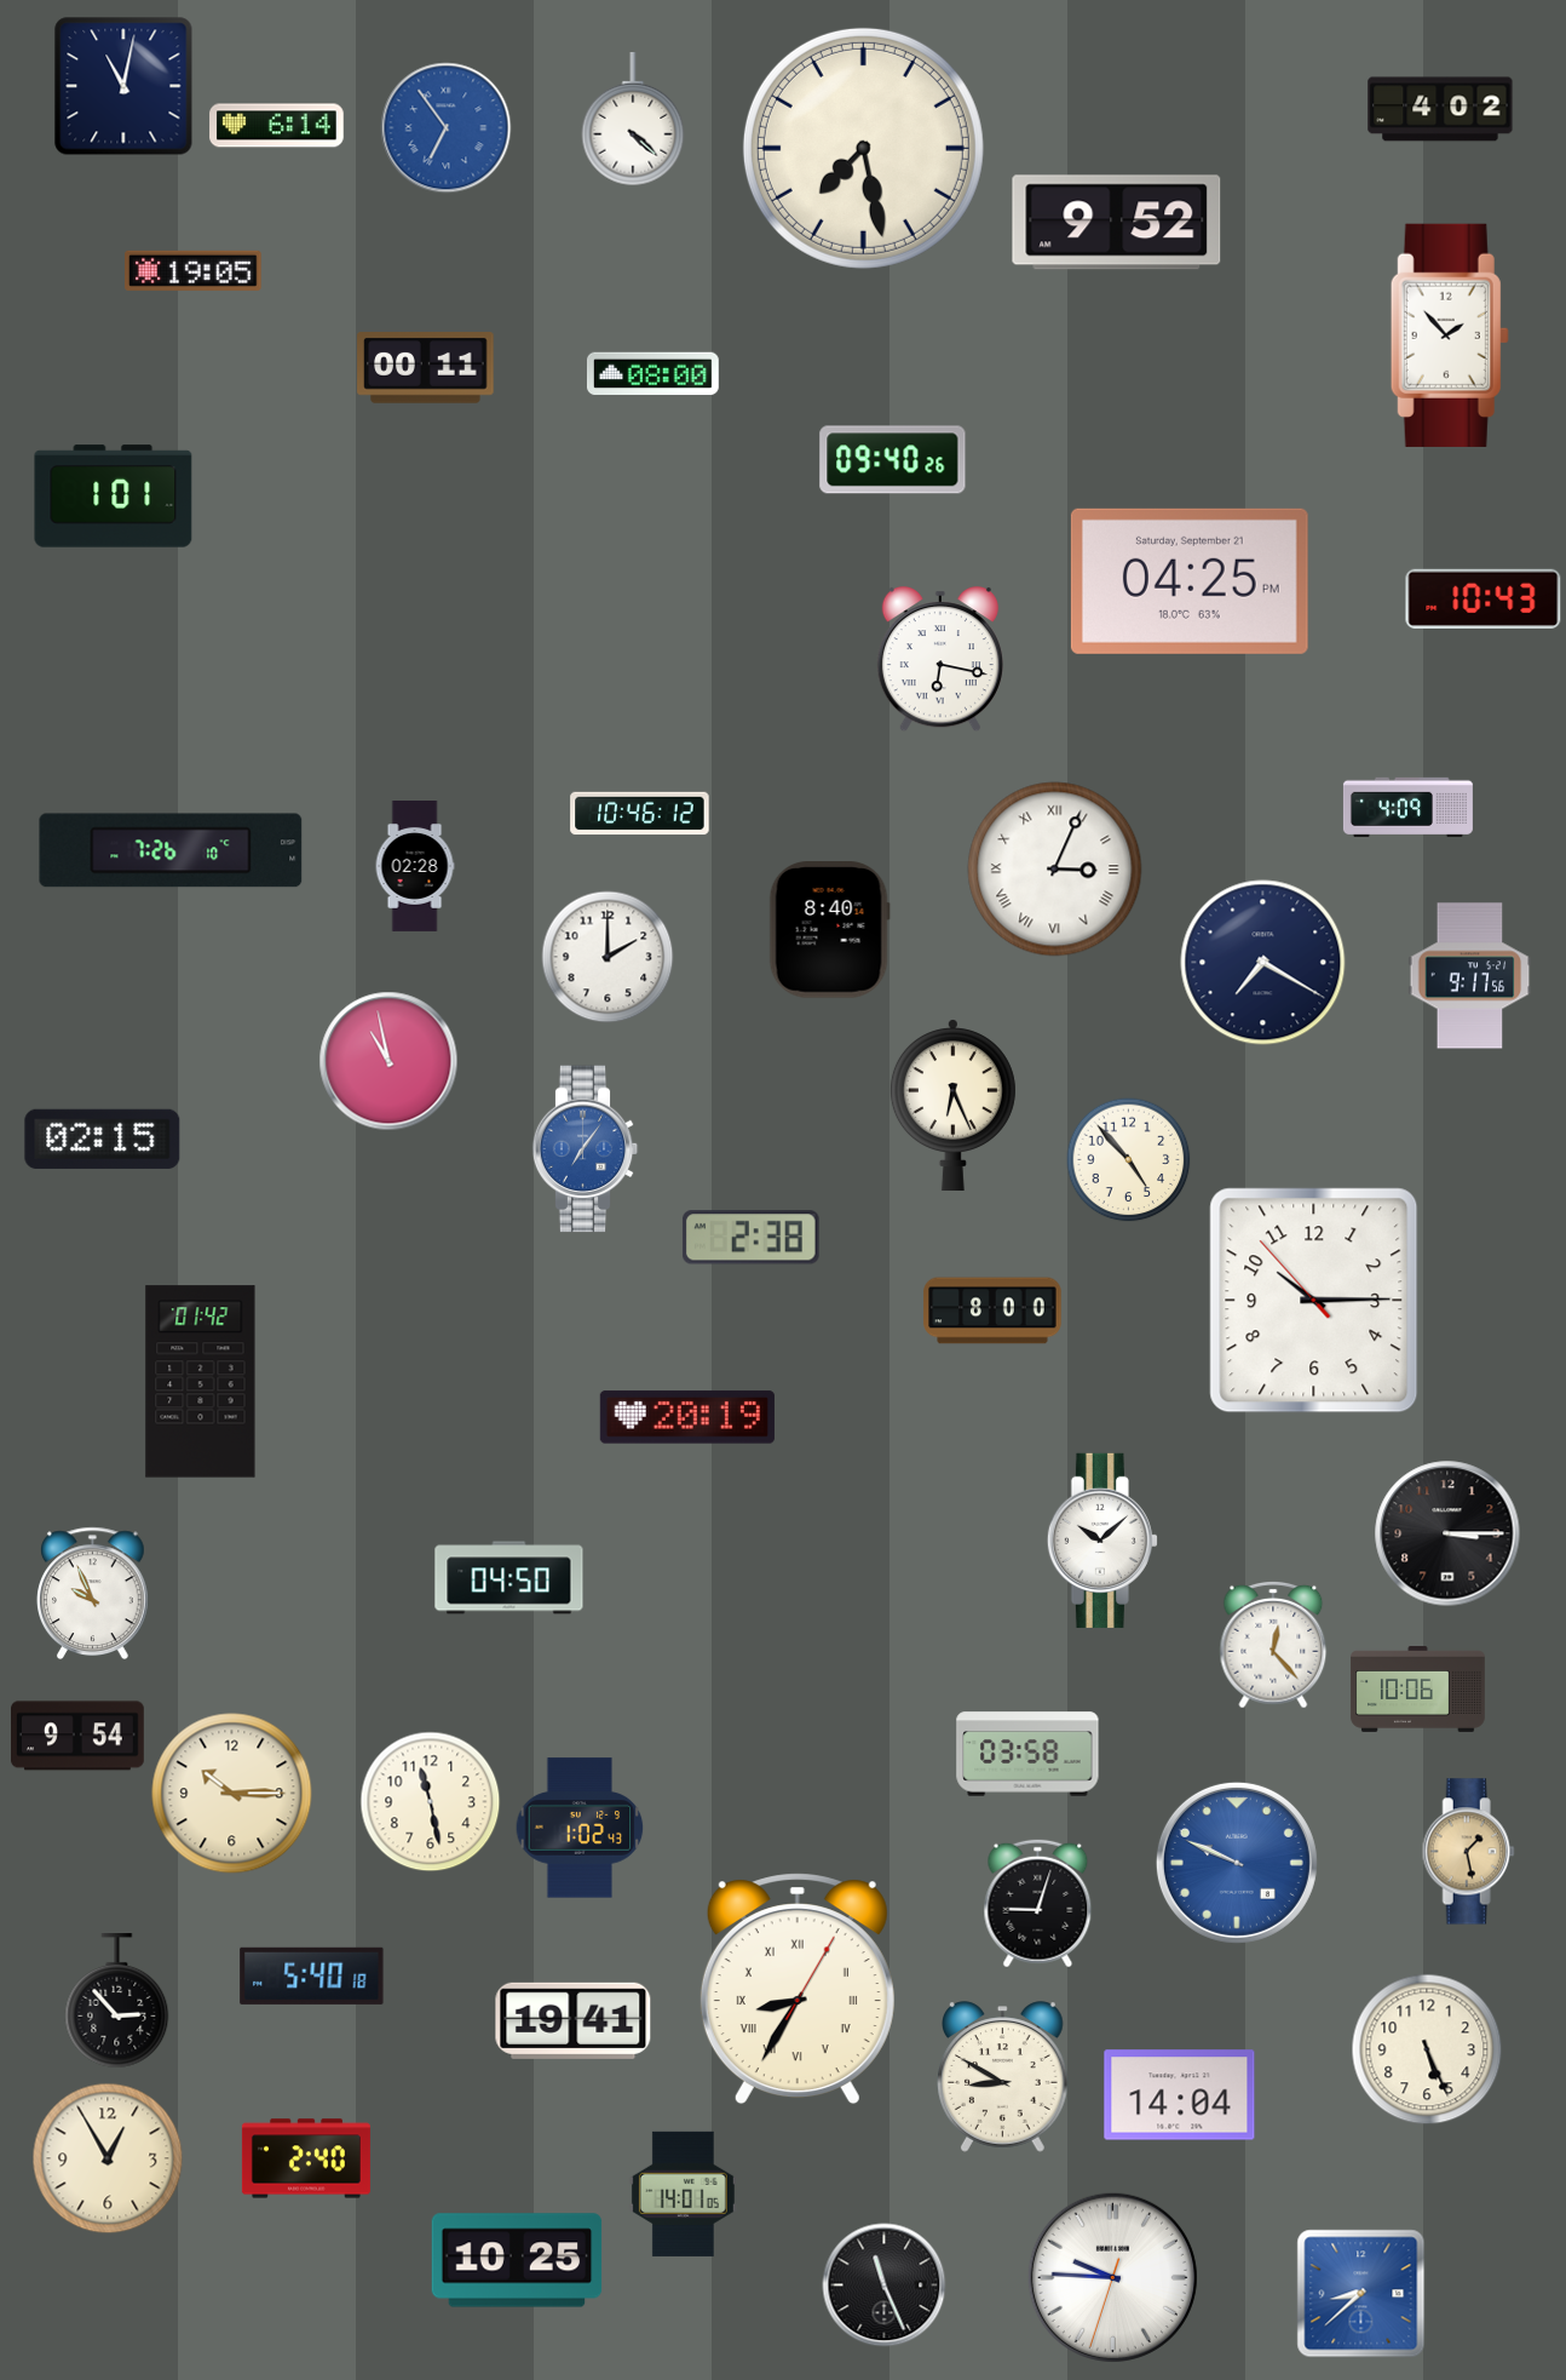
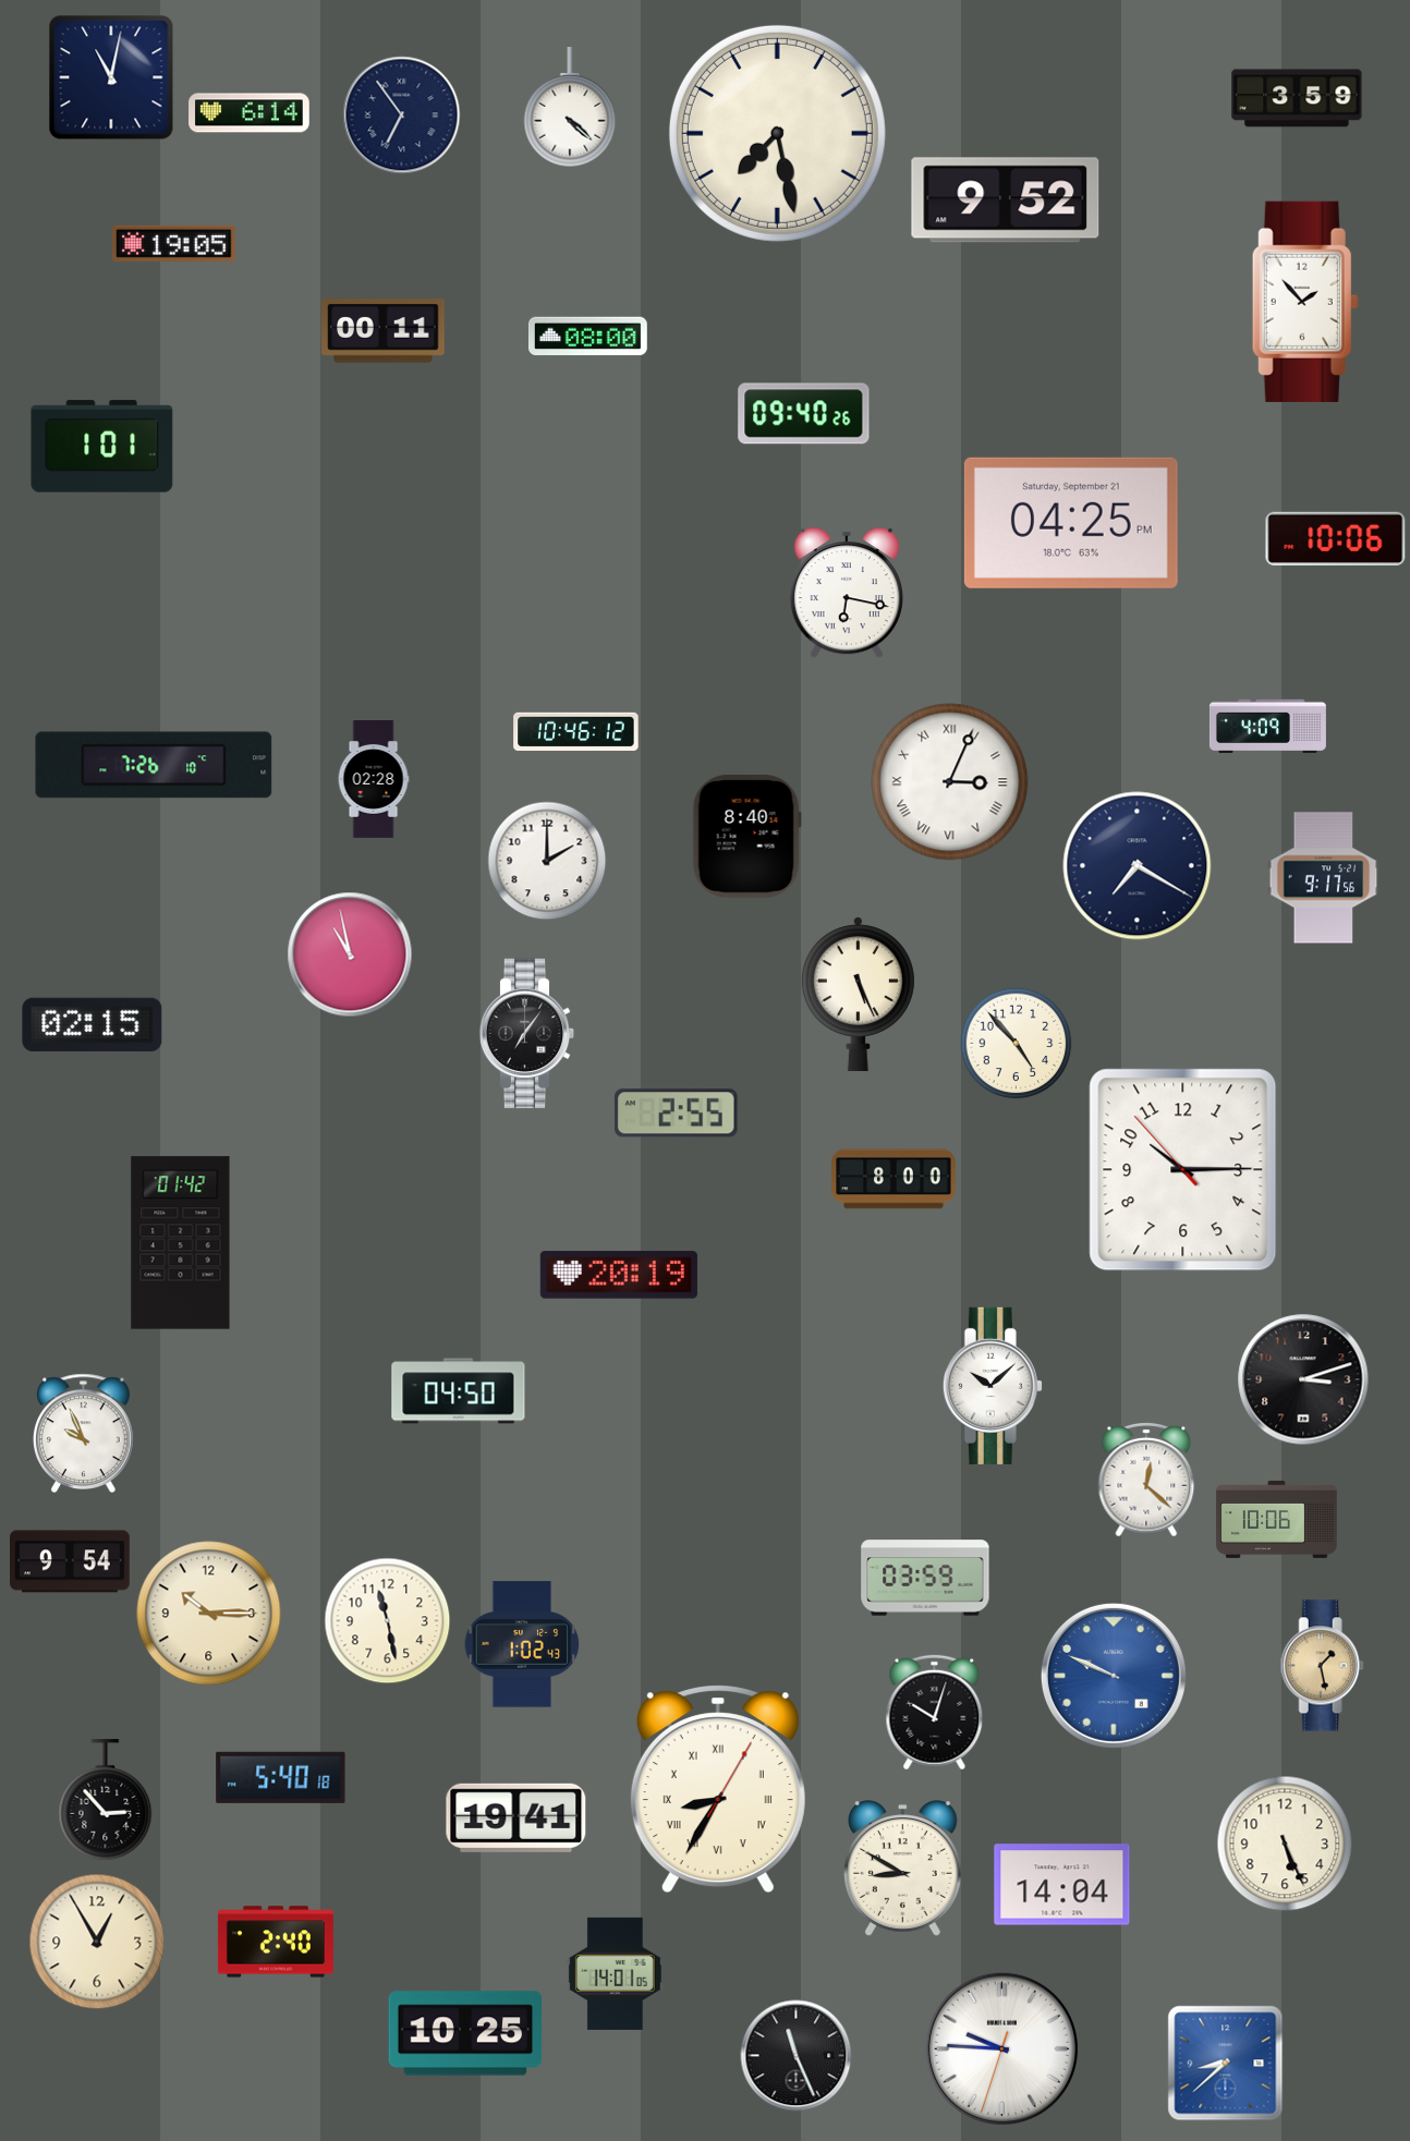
clock at (1440, 109): 4:02 -> 3:59
clock at (447, 128) dial: blue -> navy
clock at (1484, 598): 10:43 -> 10:06
clock at (952, 1105): 6:26 -> 5:26
clock at (586, 1149) dial: blue -> black
clock at (750, 1238): 2:38 -> 2:55
clock at (1447, 1533): 3:15 -> 3:12
clock at (509, 1578) position: (509, 1578) -> (459, 1391)
clock at (1273, 1645): 12:23 -> 12:22
clock at (1027, 1754): 03:58 -> 03:59
clock at (1038, 1904): 9:03 -> 10:03
